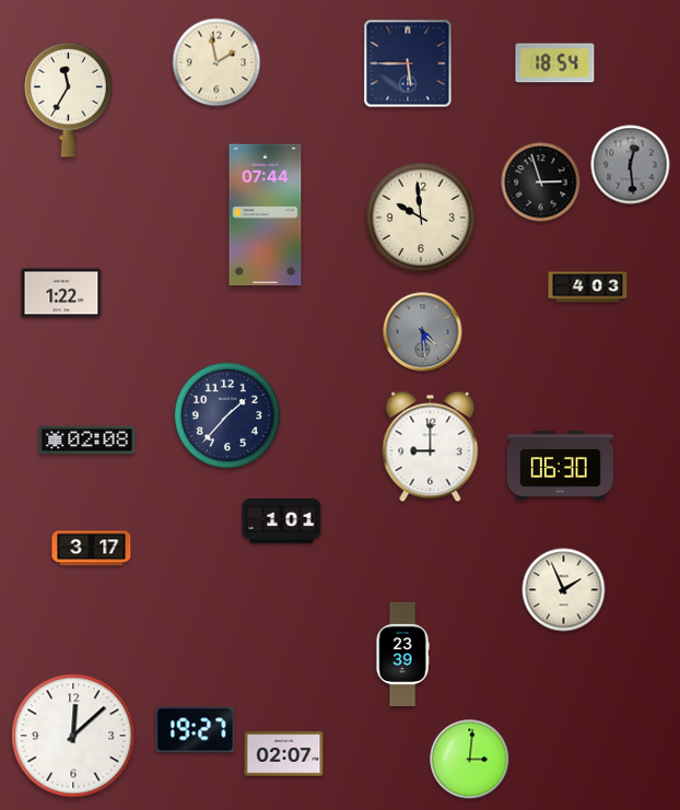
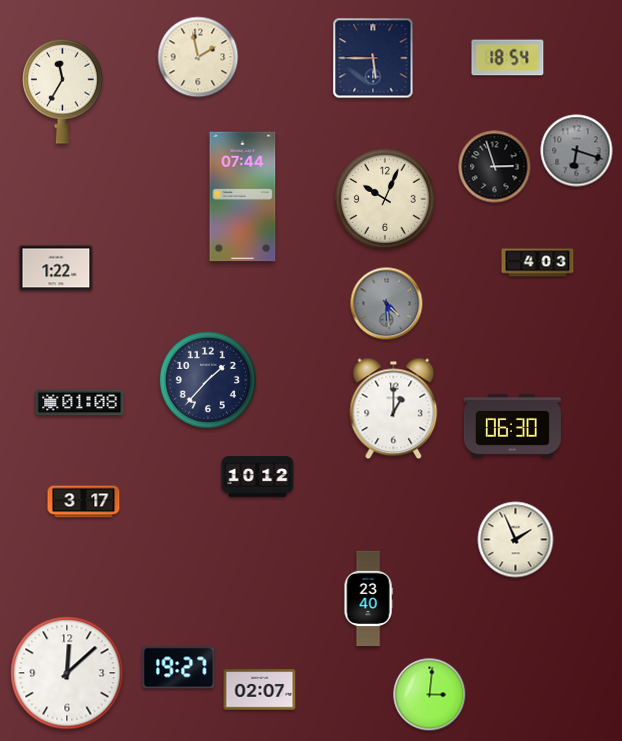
clock at (631, 165): 12:29 -> 6:18
clock at (421, 218): 9:59 -> 10:04
clock at (87, 441): 02:08 -> 01:08
clock at (431, 447): 9:00 -> 1:00
clock at (282, 521): 1:01 -> 10:12
clock at (402, 655): 23:39 -> 23:40
